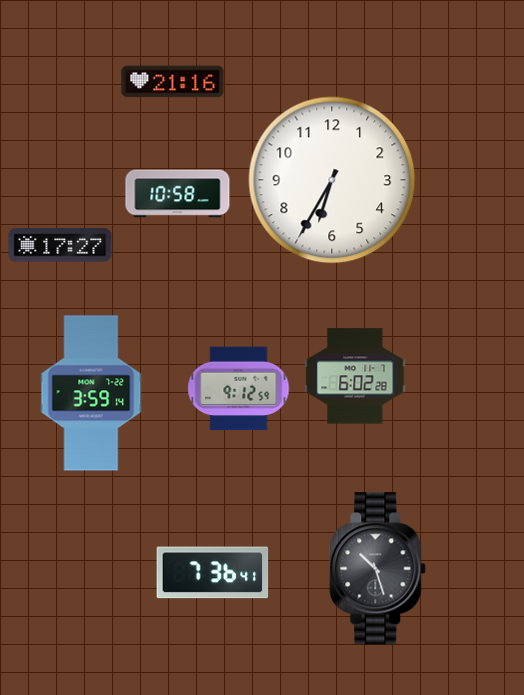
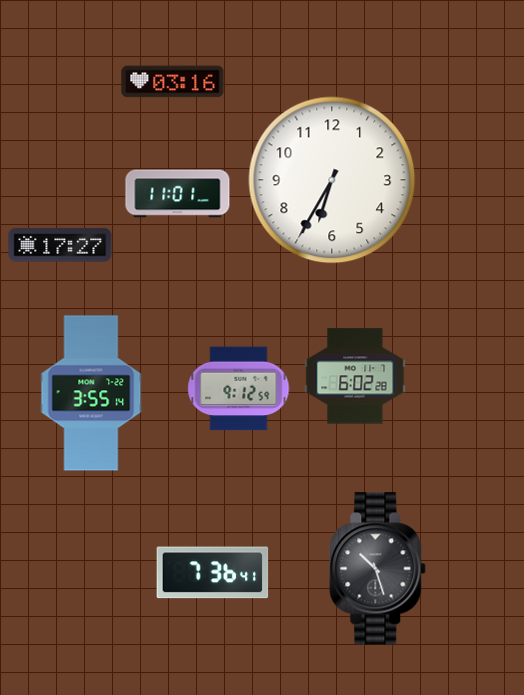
clock at (173, 82): 21:16 -> 03:16
clock at (178, 194): 10:58 -> 11:01
clock at (91, 393): 3:59 -> 3:55
